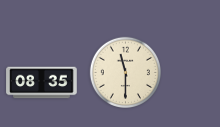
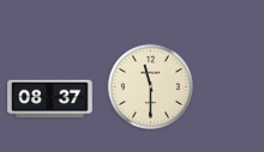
clock at (42, 83): 08:35 -> 08:37
